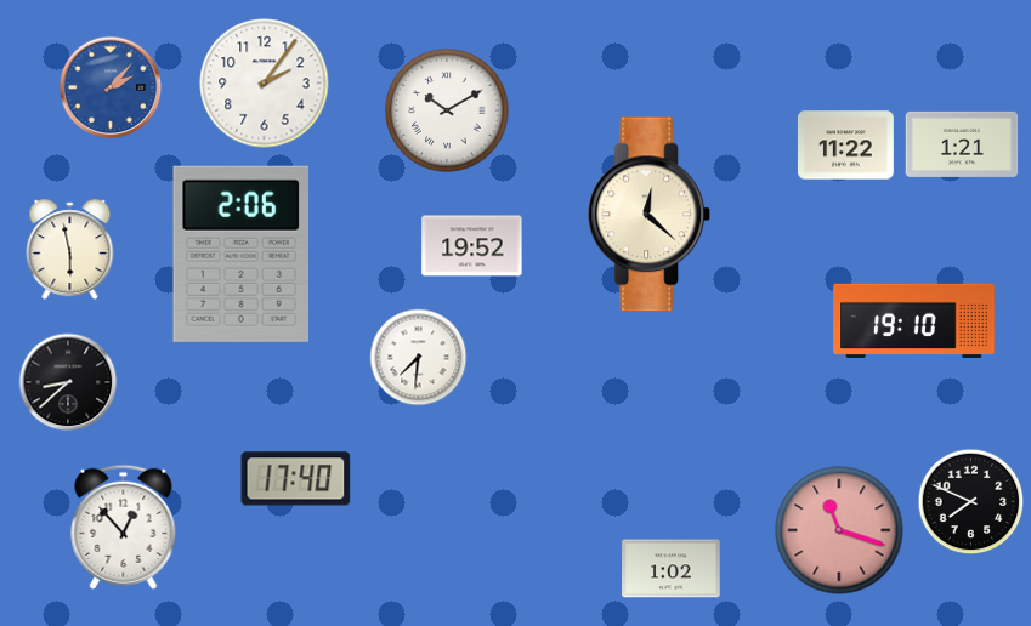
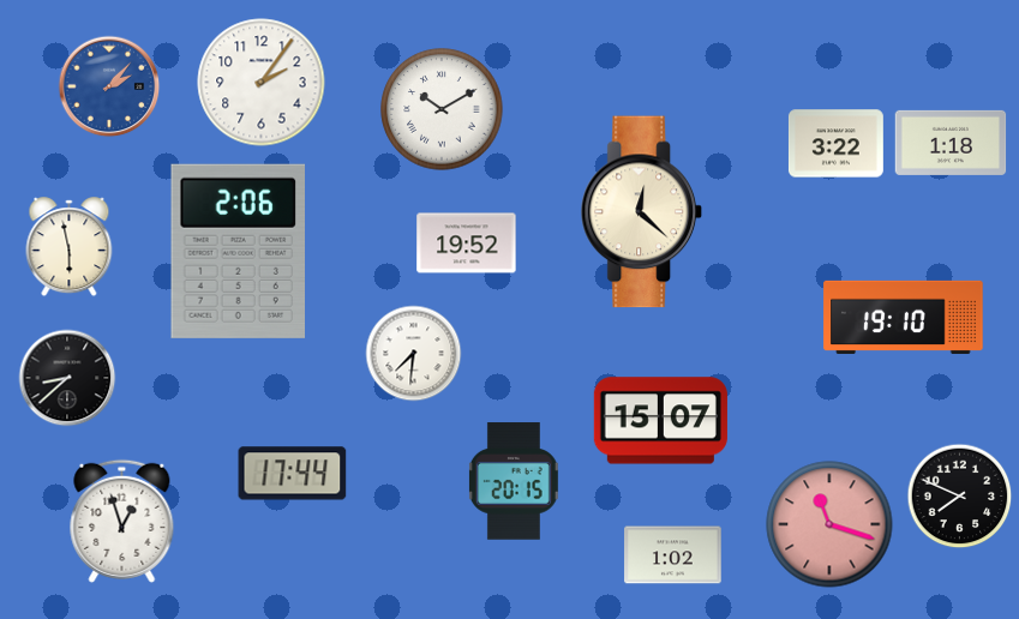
clock at (962, 144): 1:21 -> 1:18
clock at (845, 146): 11:22 -> 3:22
clock at (660, 421): none -> 15:07
clock at (296, 479): 17:40 -> 17:44
clock at (514, 481): none -> 20:15
clock at (124, 527): 12:53 -> 12:57
clock at (672, 569) position: (672, 569) -> (673, 555)
